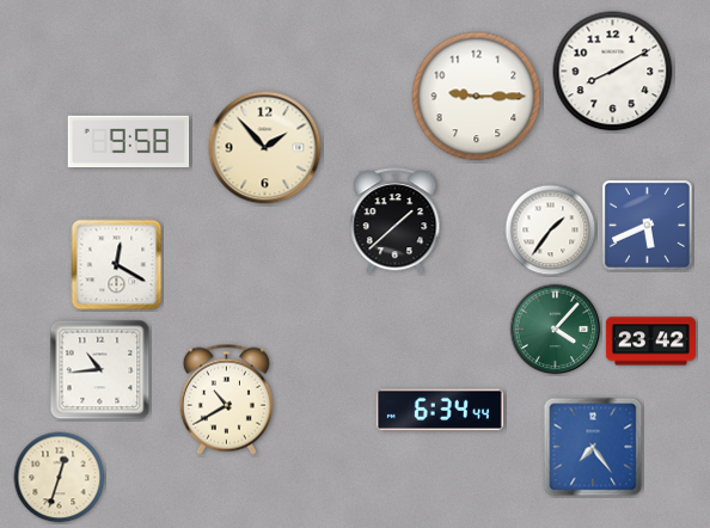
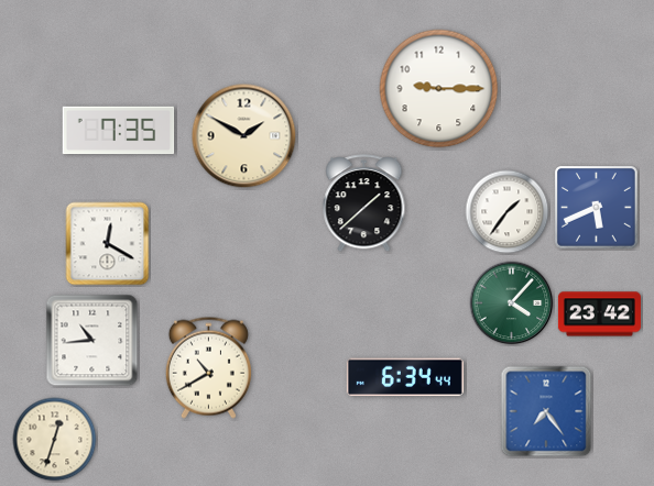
clock at (613, 72): 8:10 -> none
clock at (129, 142): 9:58 -> 7:35
clock at (265, 148): 1:53 -> 1:50
